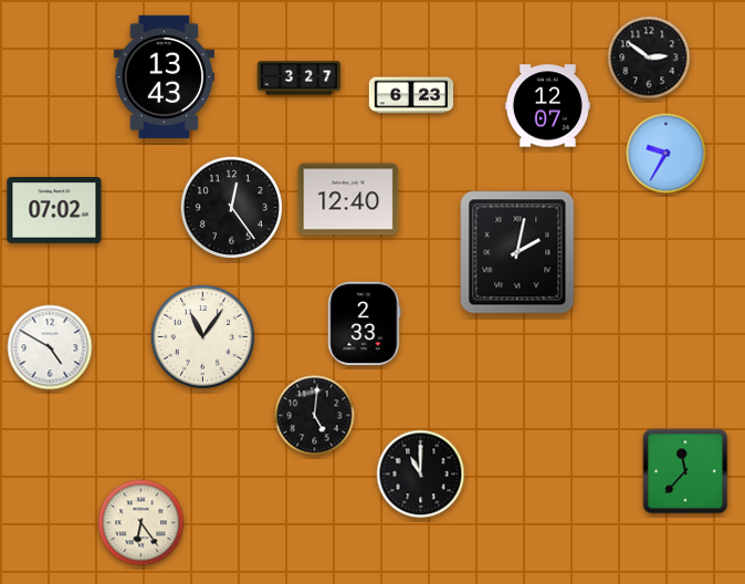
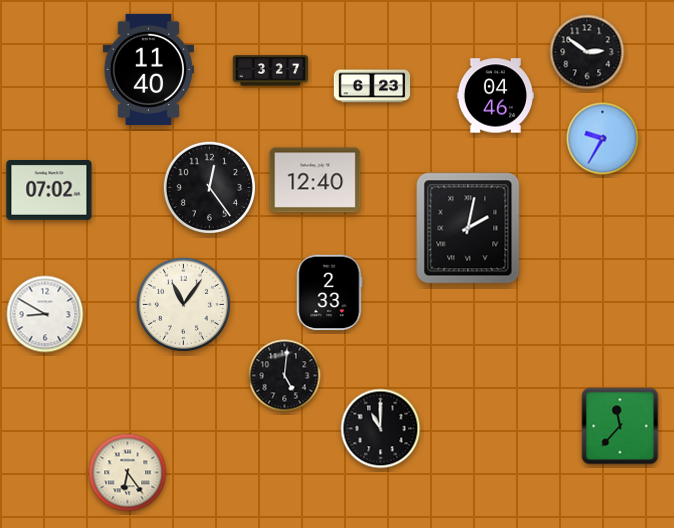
clock at (164, 76): 13:43 -> 11:40
clock at (547, 106): 12:07 -> 04:46
clock at (50, 347): 4:50 -> 8:50
